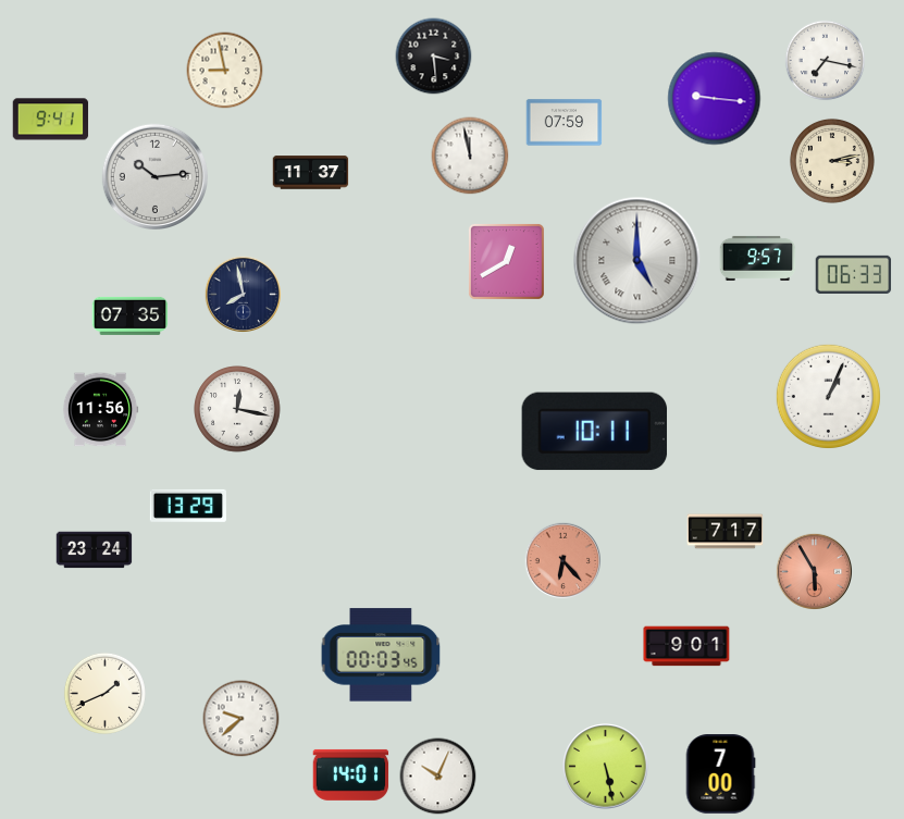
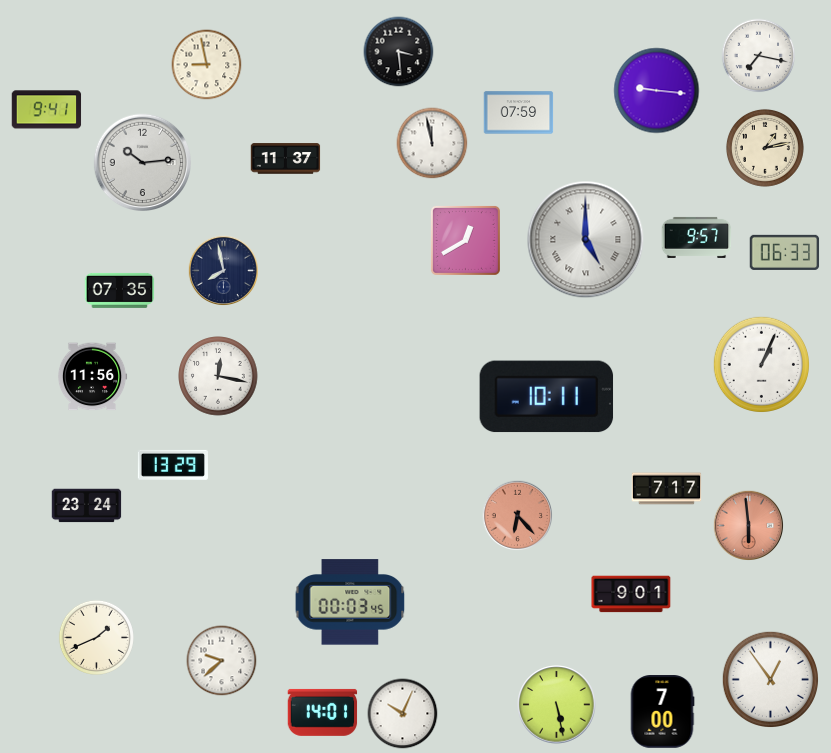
clock at (832, 161): 3:13 -> 1:13
clock at (814, 571): 5:55 -> 5:59
clock at (770, 679): none -> 12:54
